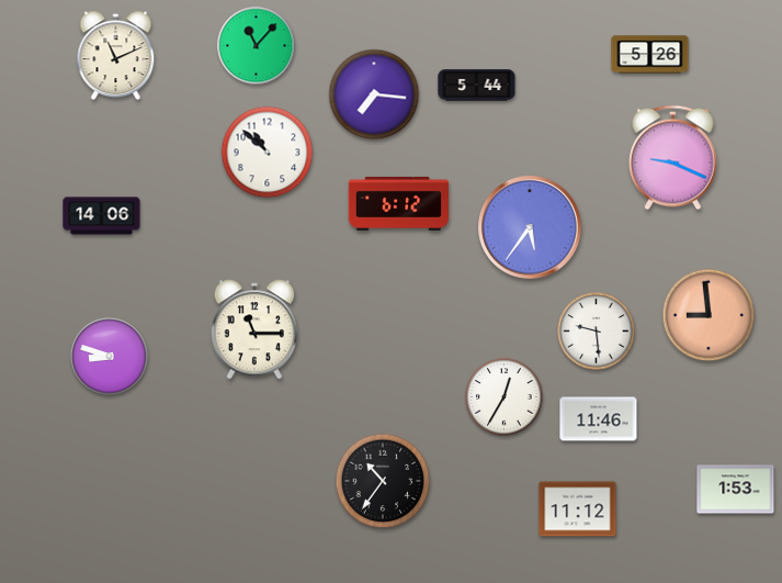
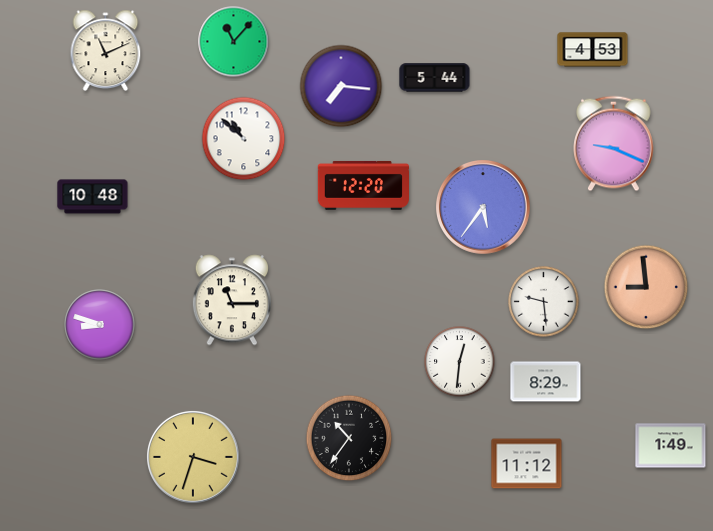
clock at (650, 55): 5:26 -> 4:53
clock at (398, 203): 6:12 -> 12:20
clock at (102, 216): 14:06 -> 10:48
clock at (505, 397): 12:35 -> 12:31
clock at (599, 419): 11:46 -> 8:29
clock at (736, 490): 1:53 -> 1:49
clock at (193, 457): none -> 3:33
